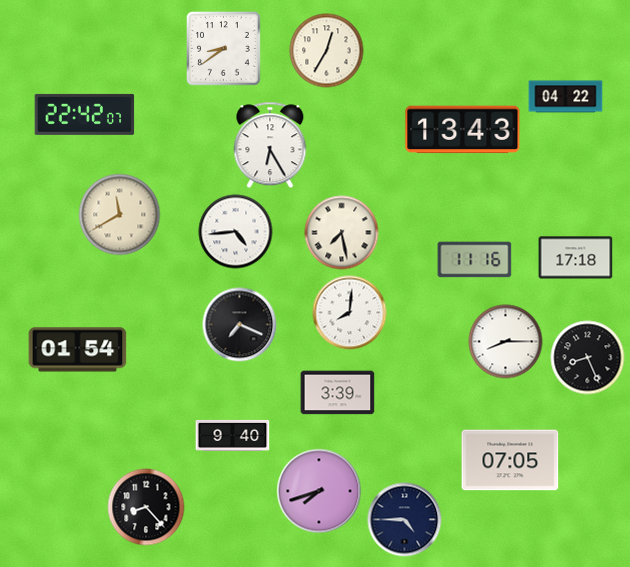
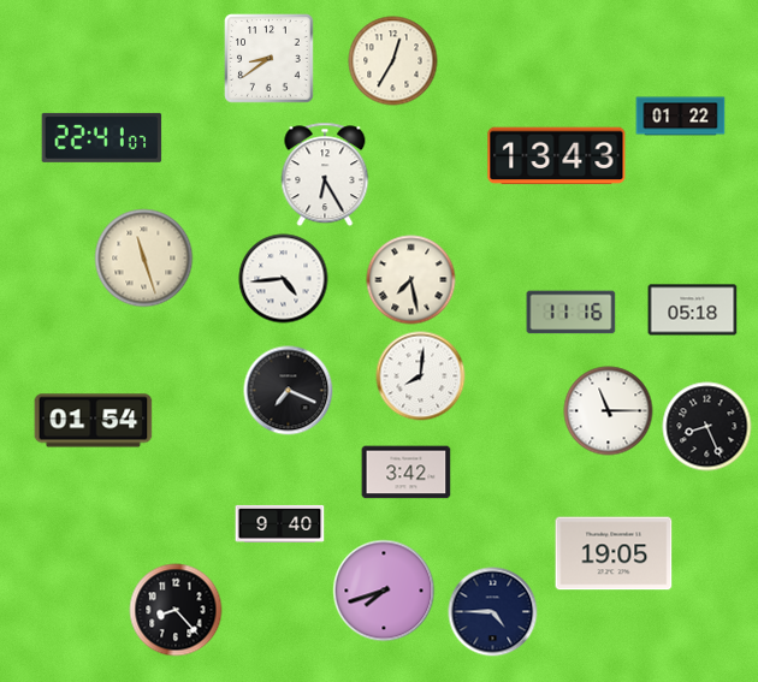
clock at (566, 97): 04:22 -> 01:22
clock at (85, 114): 22:42 -> 22:41
clock at (120, 215): 11:40 -> 11:27
clock at (576, 258): 17:18 -> 05:18
clock at (506, 342): 8:15 -> 11:15
clock at (588, 358) position: (588, 358) -> (707, 427)
clock at (338, 393): 3:39 -> 3:42
clock at (510, 460): 07:05 -> 19:05
clock at (405, 520) position: (405, 520) -> (493, 612)
